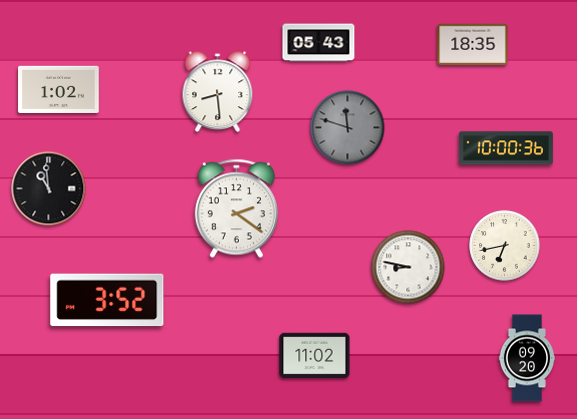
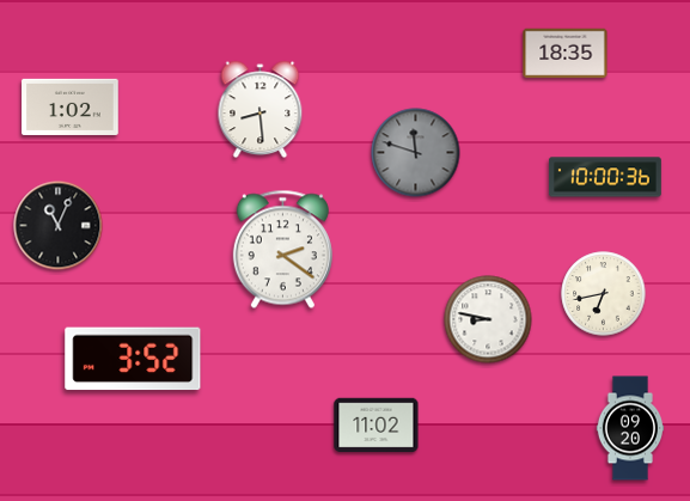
clock at (319, 43): 05:43 -> none
clock at (49, 189): 10:59 -> 11:04
clock at (107, 300) position: (107, 300) -> (133, 359)
